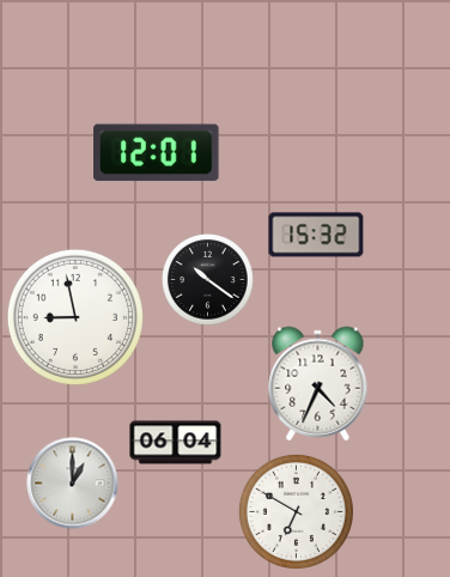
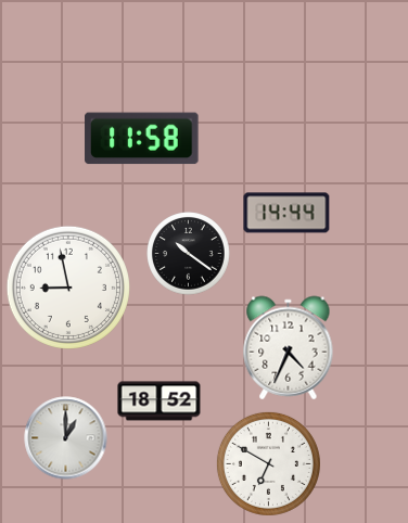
clock at (157, 153): 12:01 -> 11:58
clock at (316, 235): 15:32 -> 14:44
clock at (176, 443): 06:04 -> 18:52
